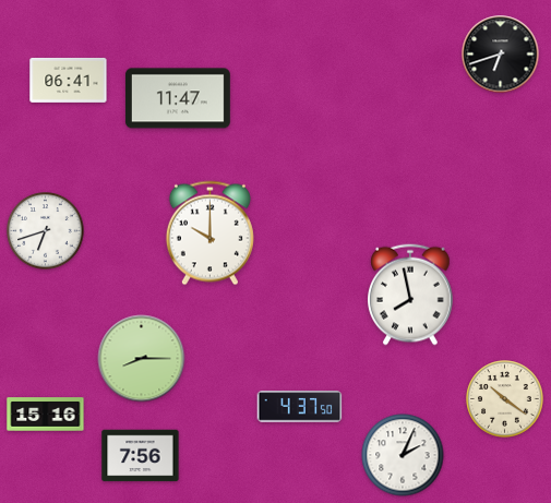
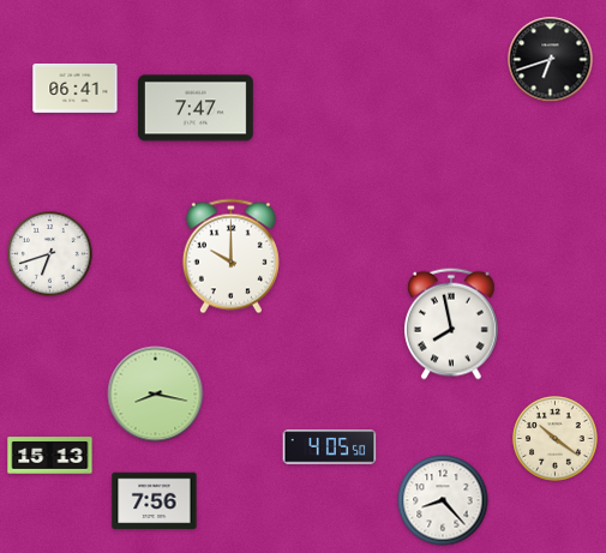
clock at (178, 98): 11:47 -> 7:47
clock at (142, 359): 8:15 -> 8:17
clock at (300, 407): 4:37 -> 4:05
clock at (46, 415): 15:16 -> 15:13
clock at (403, 455): 2:04 -> 8:23
